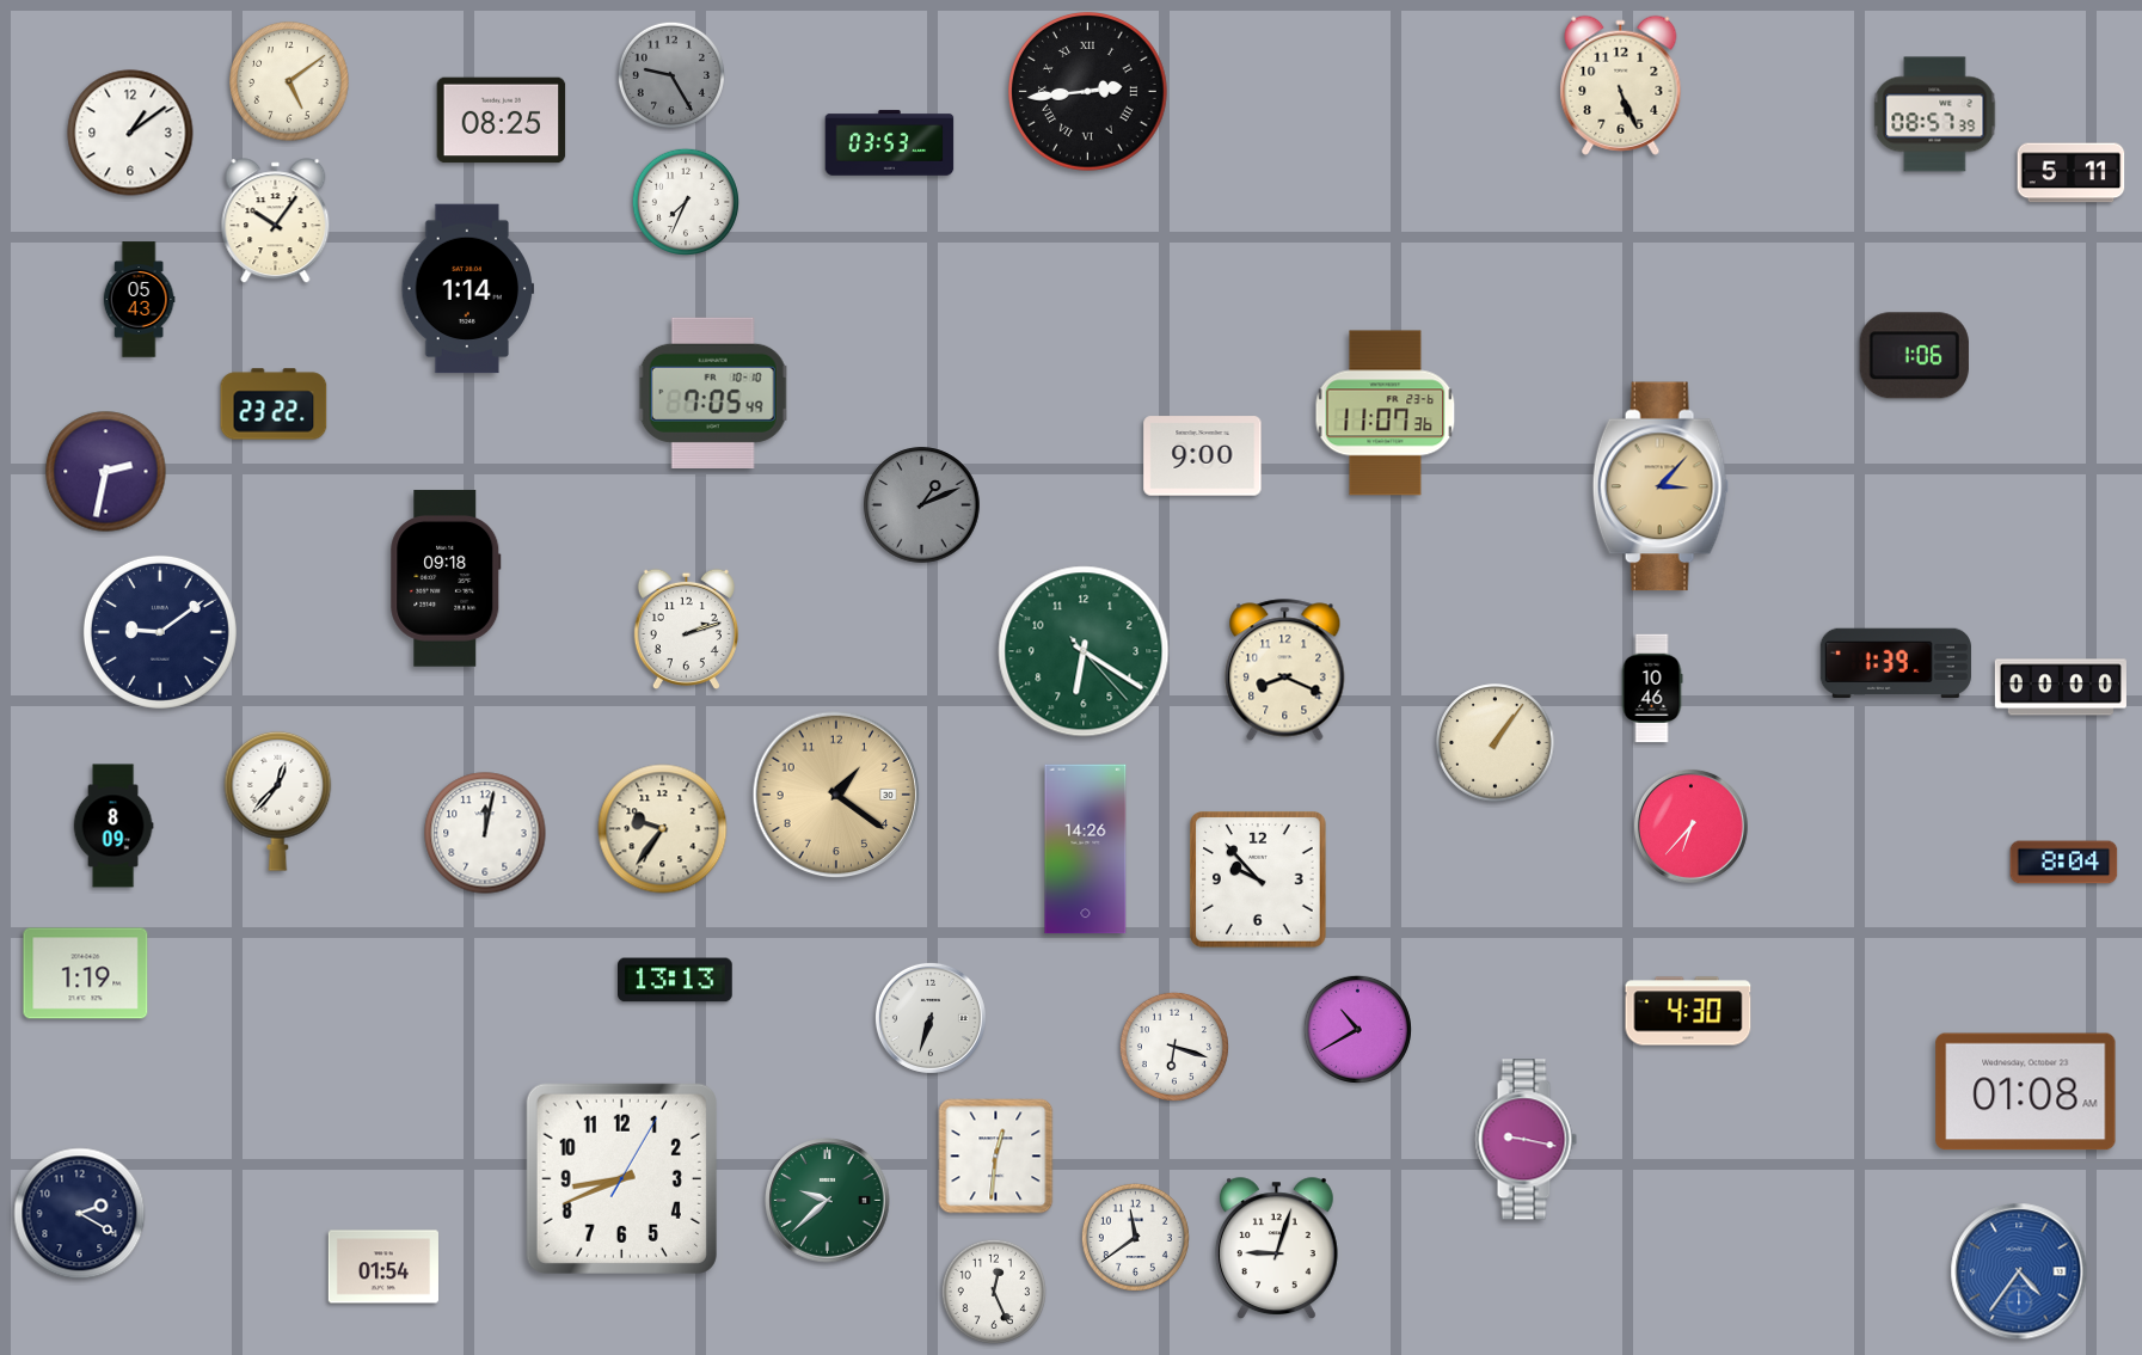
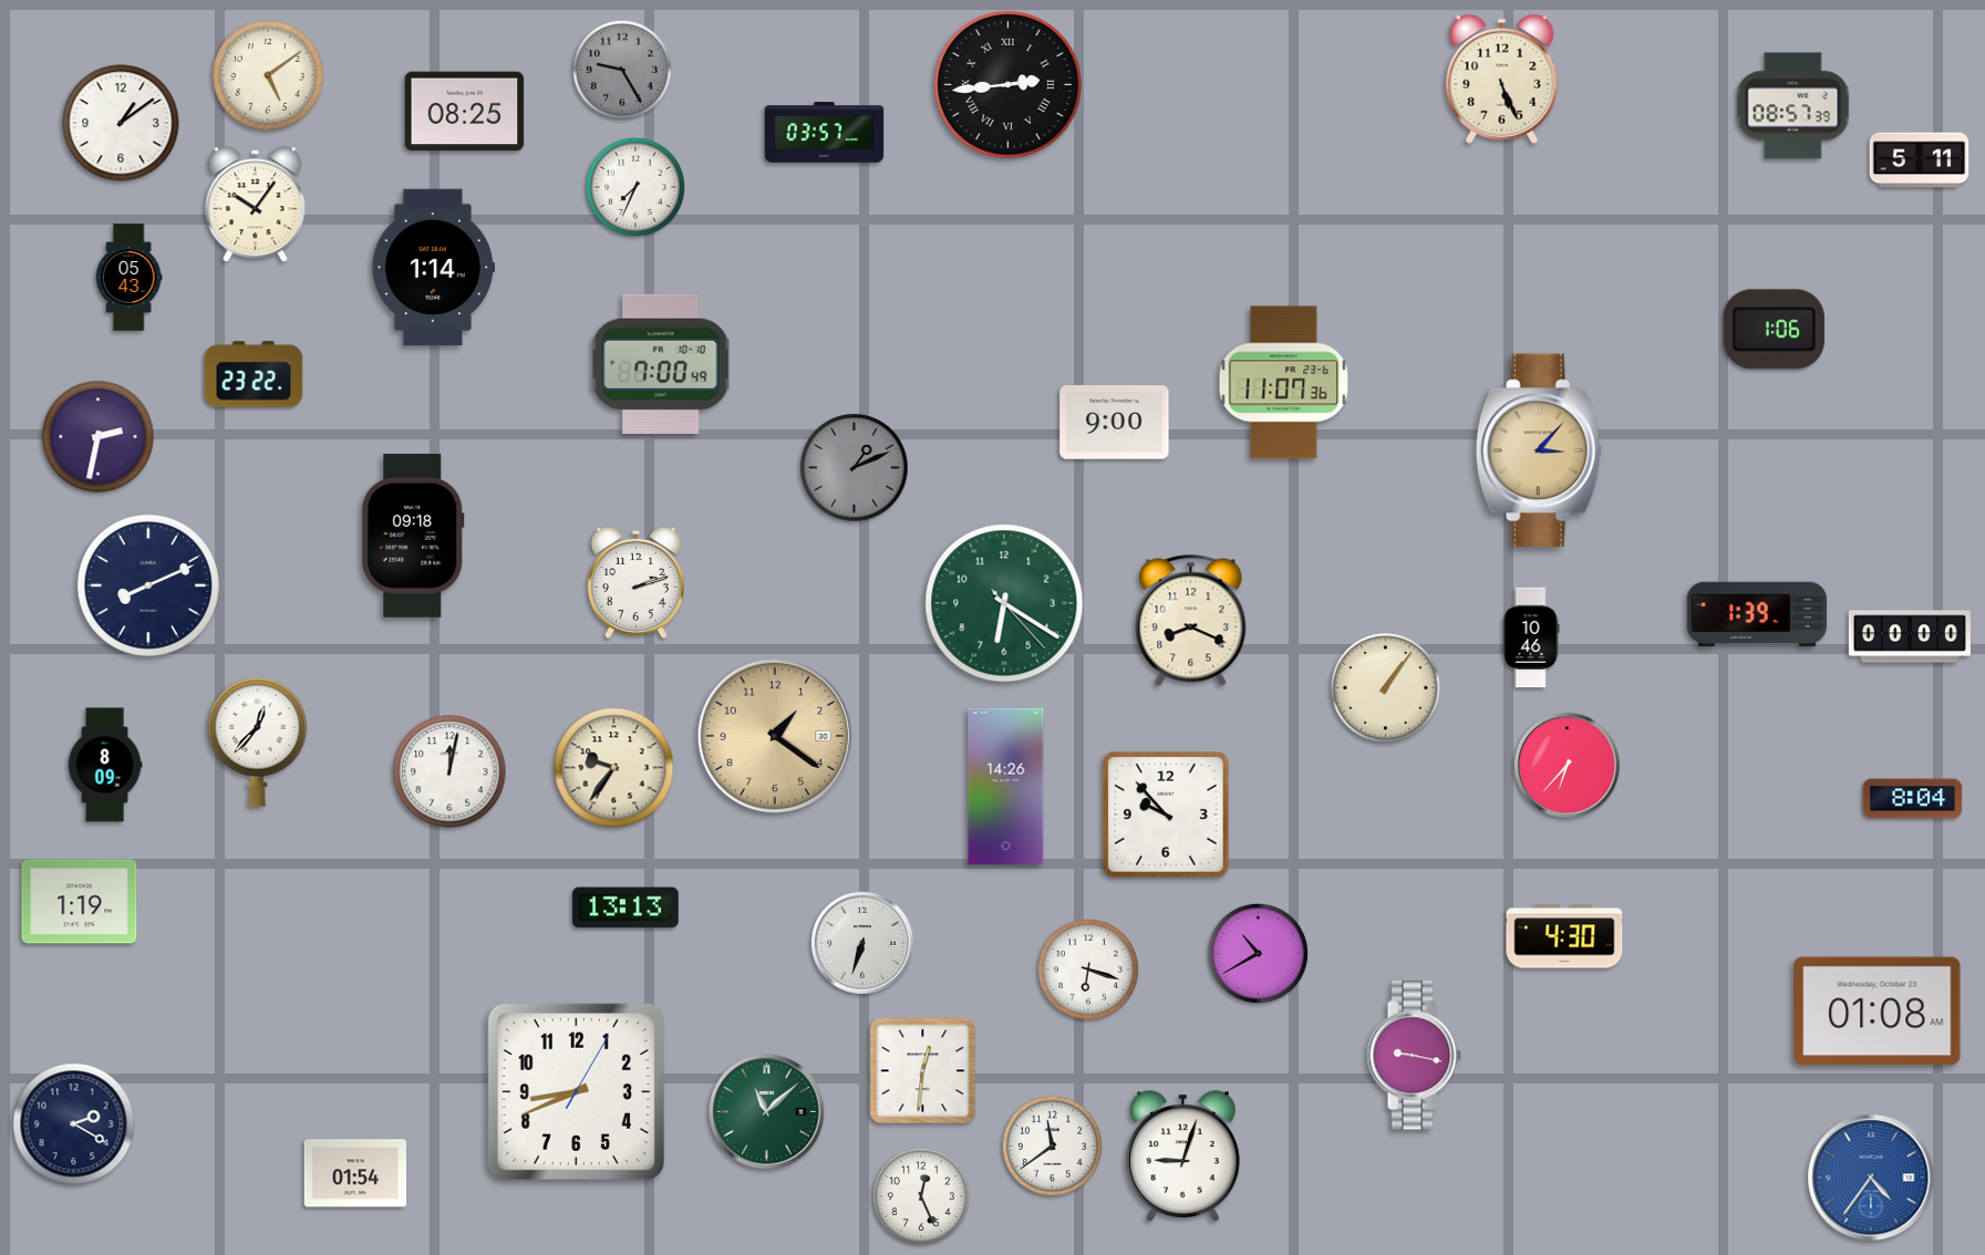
clock at (890, 143): 03:53 -> 03:57
clock at (713, 393): 7:05 -> 7:00
clock at (160, 632): 9:09 -> 8:11
clock at (828, 1201): 9:38 -> 11:08
